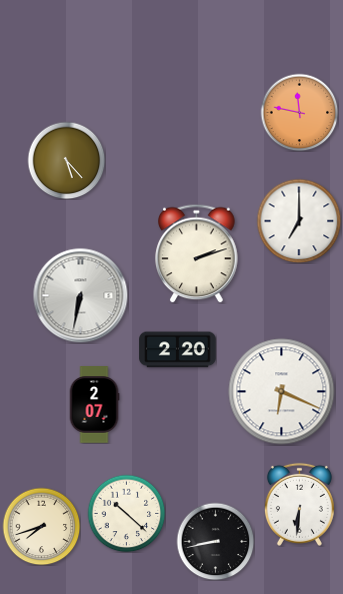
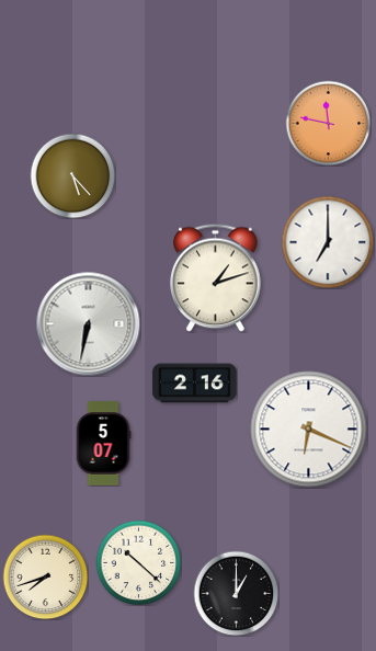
clock at (197, 253): 2:12 -> 1:12
clock at (178, 350): 2:20 -> 2:16
clock at (94, 405): 2:07 -> 5:07
clock at (299, 504): 6:31 -> none
clock at (215, 541): 8:43 -> 1:00
